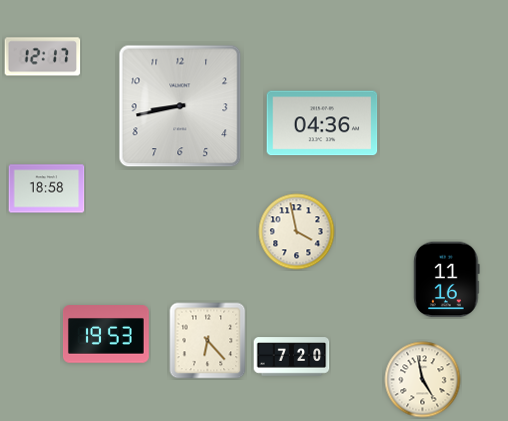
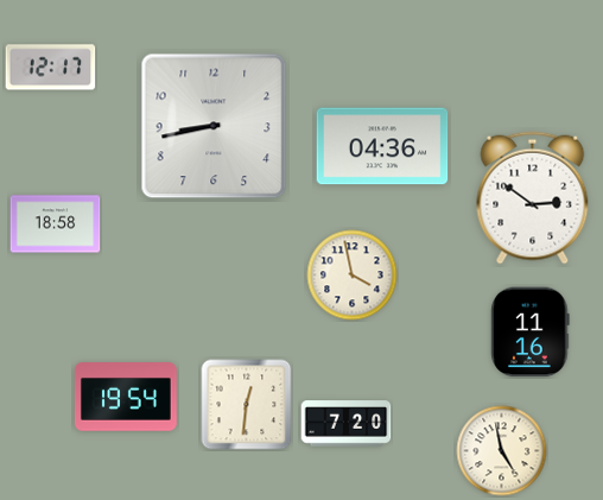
clock at (533, 198): none -> 2:51
clock at (106, 334): 19:53 -> 19:54
clock at (208, 341): 6:23 -> 12:31
